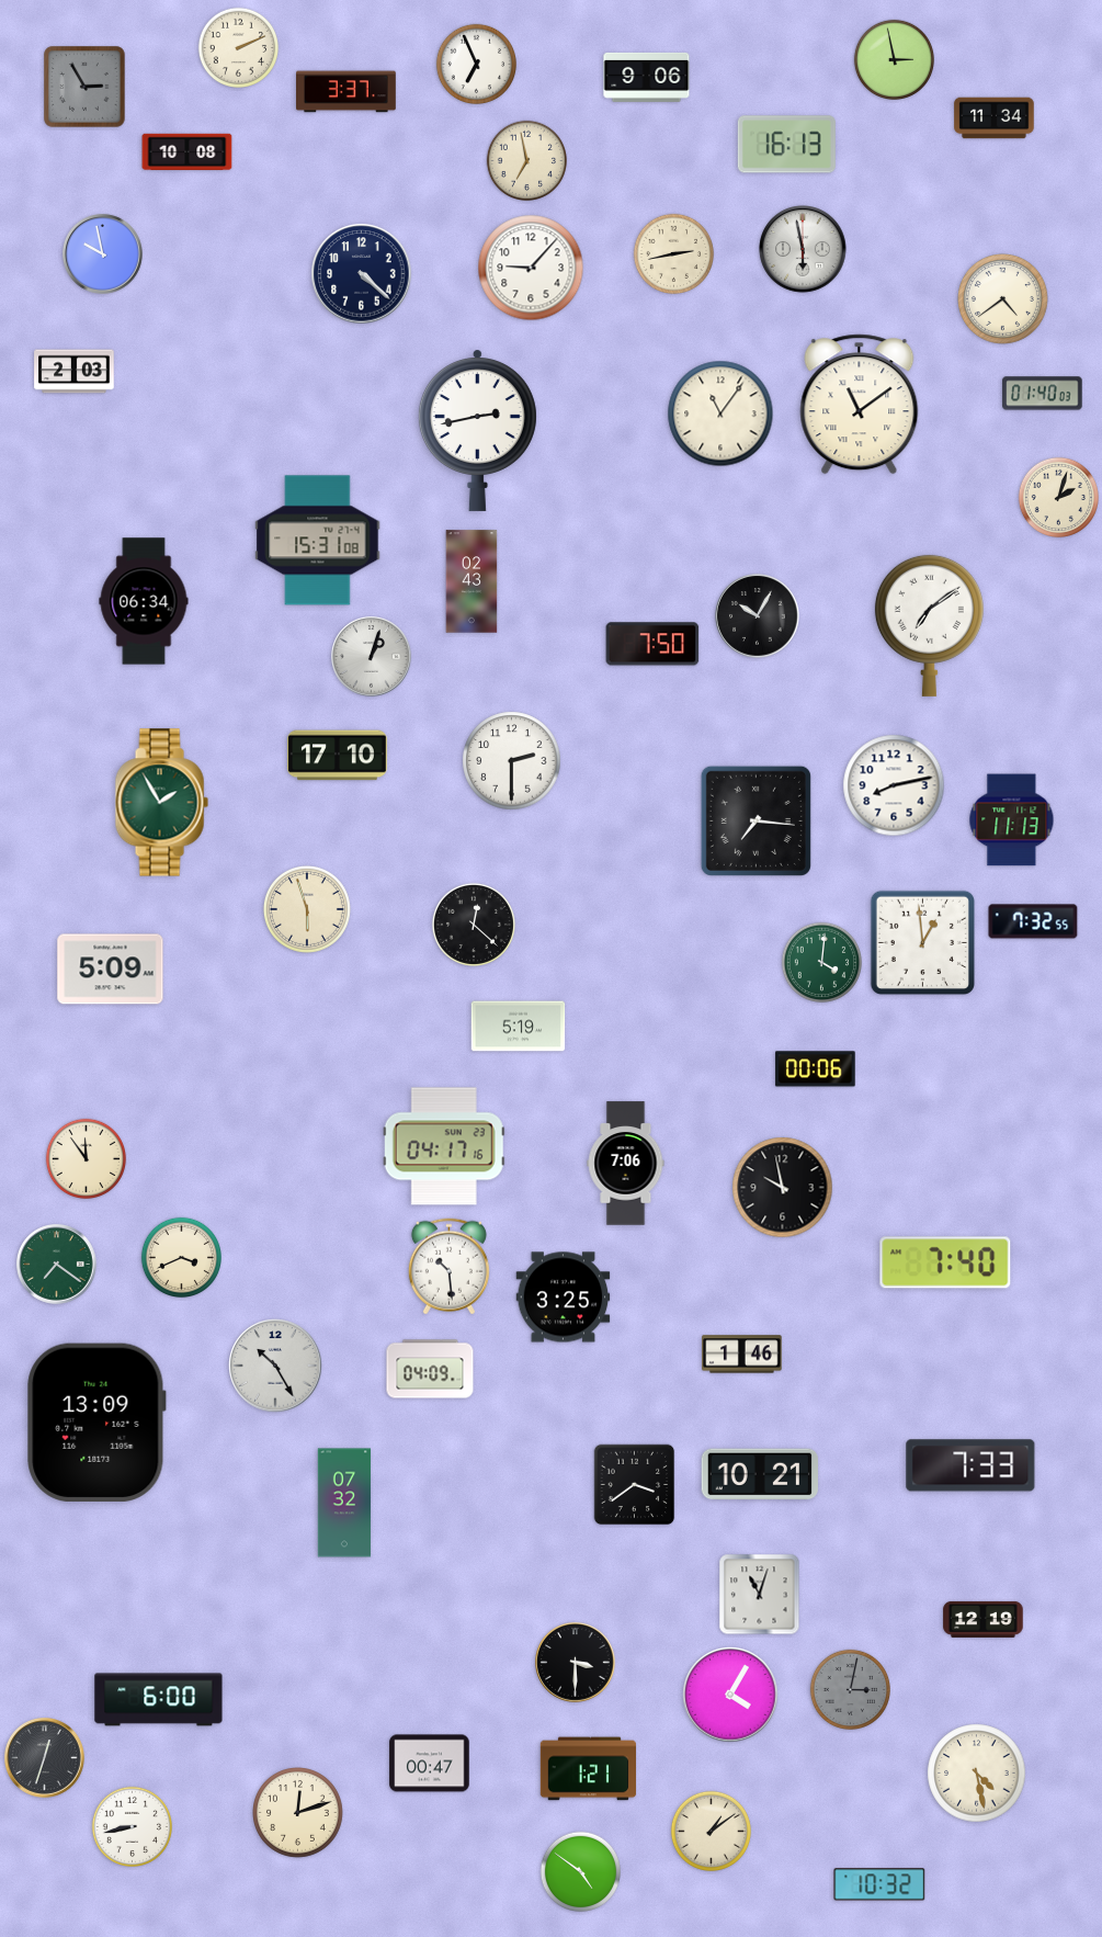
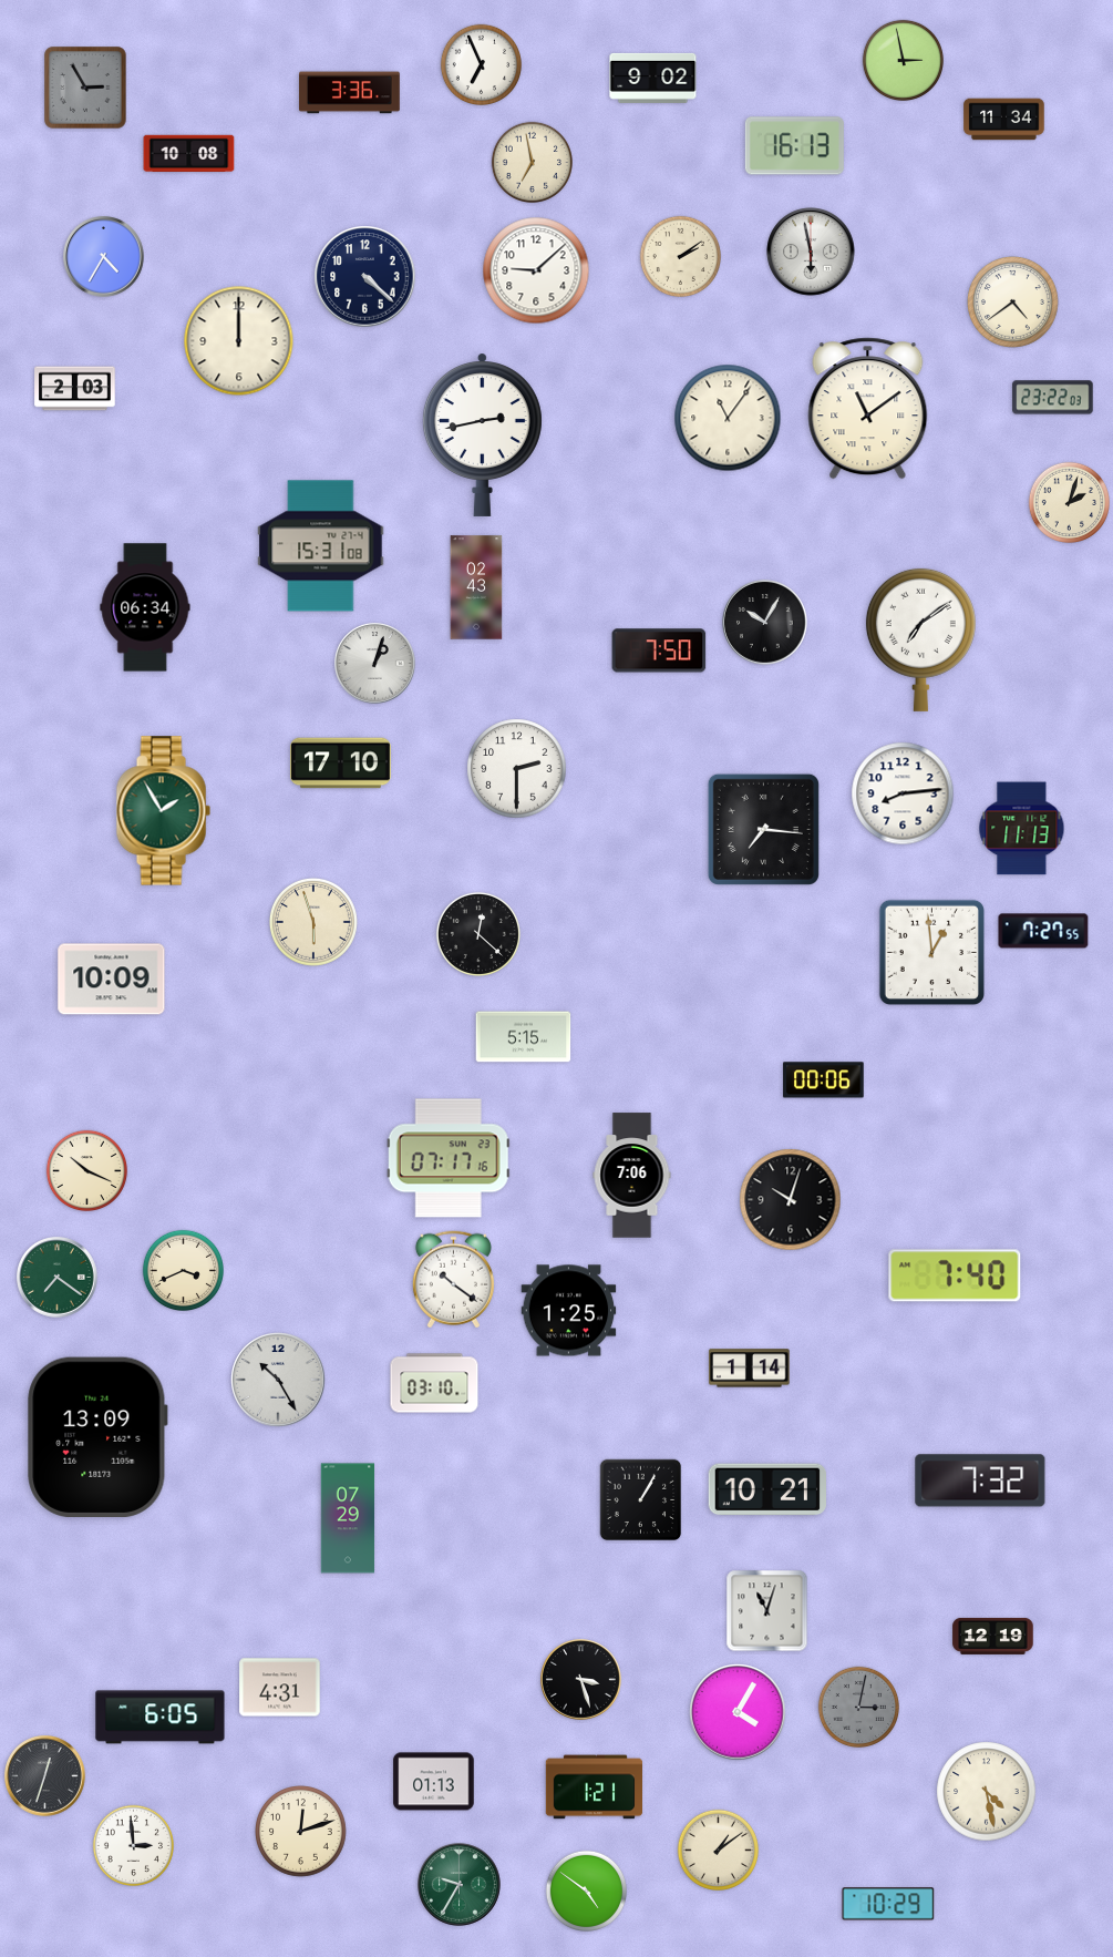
clock at (238, 47): 2:11 -> none
clock at (647, 77): 9:06 -> 9:02
clock at (346, 92): 3:37 -> 3:36
clock at (673, 253): 2:43 -> 2:09
clock at (103, 254): 9:58 -> 4:35
clock at (531, 268): 9:07 -> 9:08
clock at (239, 341): none -> 12:00
clock at (75, 372) position: (75, 372) -> (75, 389)
clock at (1043, 394): 01:40 -> 23:22
clock at (929, 625) position: (929, 625) -> (920, 639)
clock at (894, 785): 8:13 -> 8:14
clock at (307, 909) position: (307, 909) -> (313, 922)
clock at (1033, 921): 7:32 -> 7:27
clock at (821, 962): 4:01 -> none
clock at (111, 970): 5:09 -> 10:09
clock at (519, 1027): 5:19 -> 5:15
clock at (444, 1146): 04:17 -> 07:17
clock at (86, 1158): 11:54 -> 10:19
clock at (783, 1188): 9:58 -> 10:03
clock at (448, 1267): 10:29 -> 10:21
clock at (564, 1298): 3:25 -> 1:25
clock at (742, 1355): 1:46 -> 1:14
clock at (430, 1369): 04:09 -> 03:10
clock at (970, 1465): 7:33 -> 7:32
clock at (635, 1485): 3:39 -> 1:05
clock at (344, 1503): 07:32 -> 07:29
clock at (576, 1663): 3:30 -> 3:27
clock at (280, 1688): none -> 4:31
clock at (159, 1700): 6:00 -> 6:05
clock at (430, 1764): 00:47 -> 01:13
clock at (132, 1826): 8:43 -> 2:59
clock at (460, 1885): none -> 9:35
clock at (879, 1884): 10:32 -> 10:29
